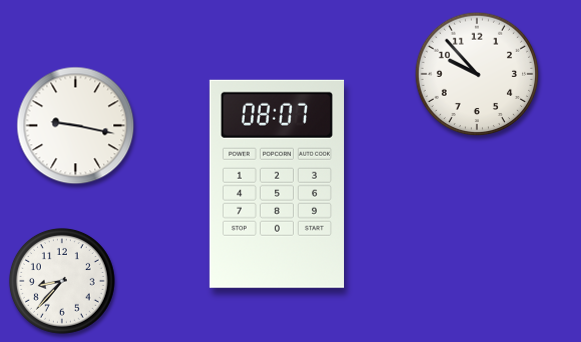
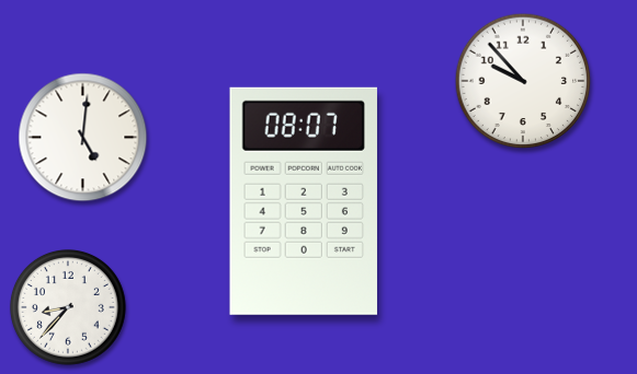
clock at (76, 126): 9:17 -> 5:01
